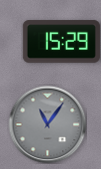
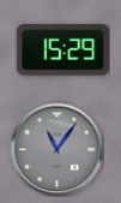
clock at (61, 42) position: (61, 42) -> (62, 50)
